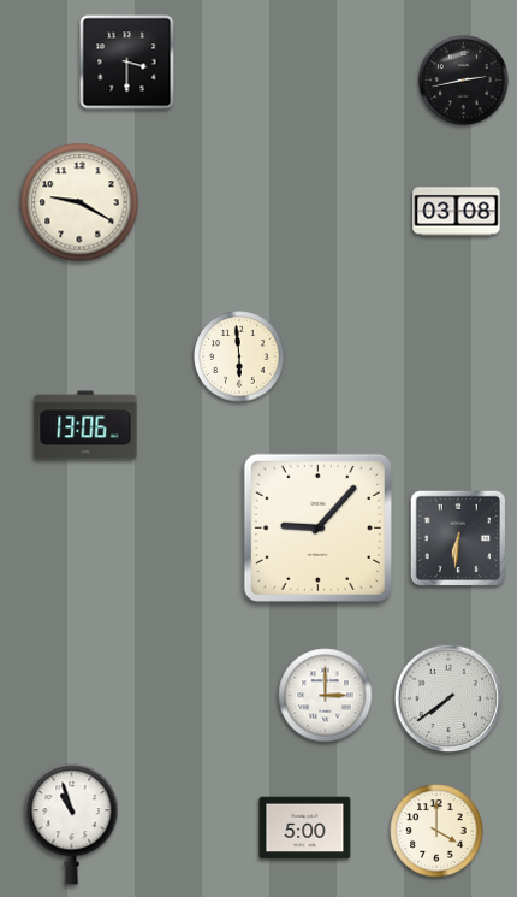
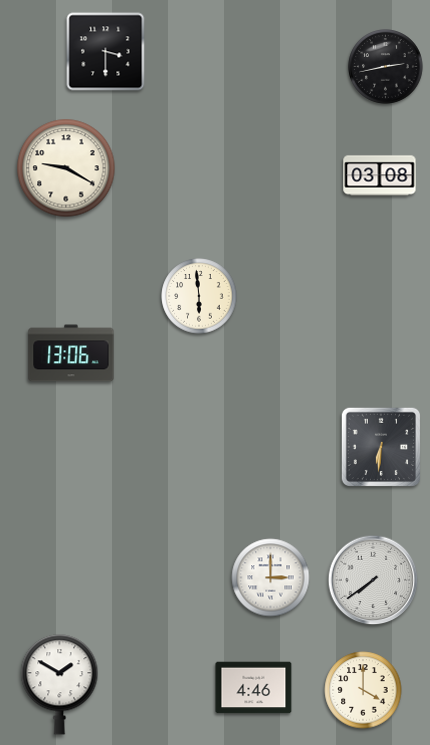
clock at (317, 527): 9:07 -> none
clock at (72, 825): 10:57 -> 1:50
clock at (305, 828): 5:00 -> 4:46
